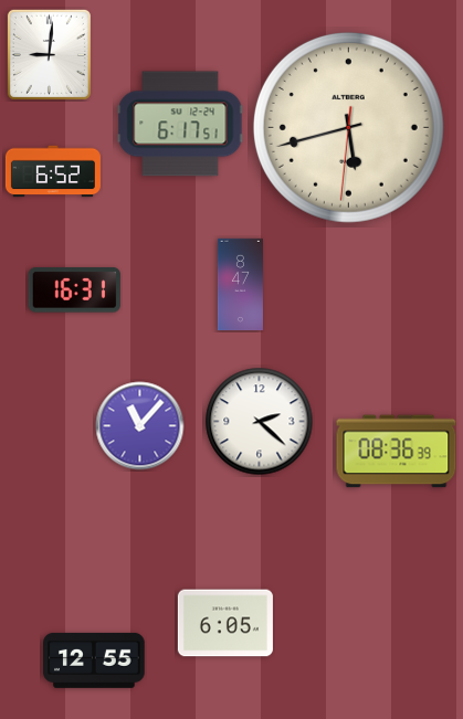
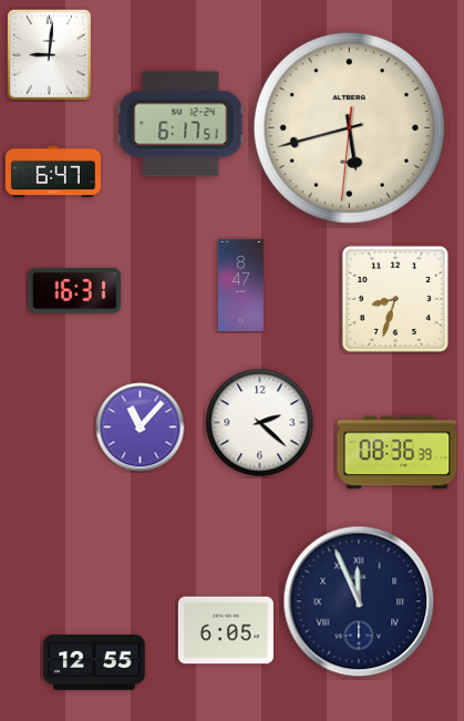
clock at (53, 171): 6:52 -> 6:47
clock at (395, 299): none -> 8:33
clock at (359, 601): none -> 11:56
clock at (225, 623) position: (225, 623) -> (226, 630)
